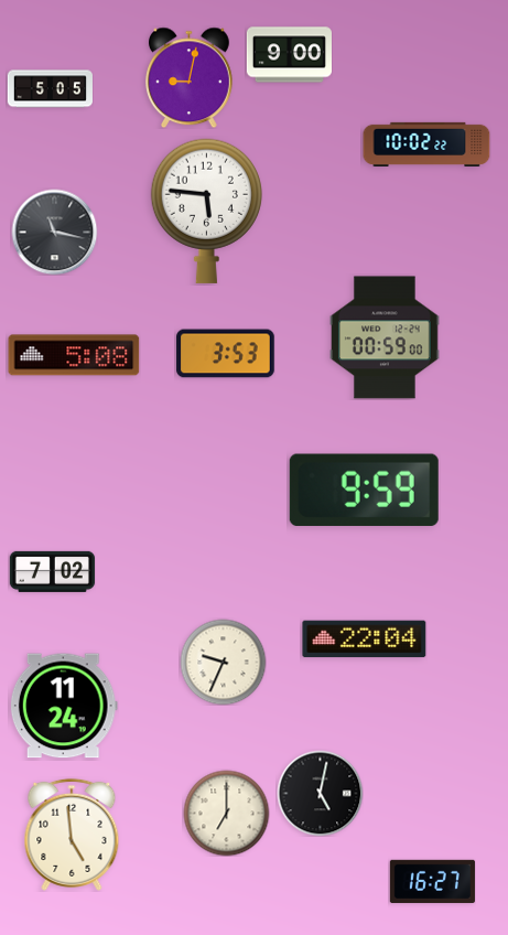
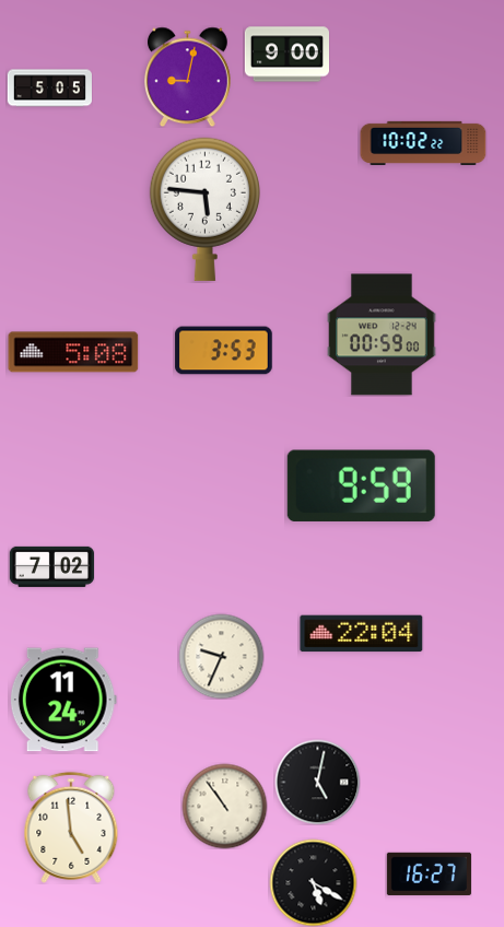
clock at (54, 232): 11:17 -> none
clock at (320, 793) position: (320, 793) -> (317, 782)
clock at (226, 813): 7:00 -> 10:54
clock at (313, 882): none -> 5:20
